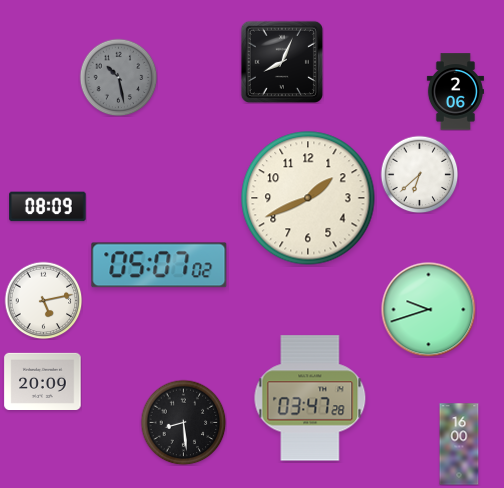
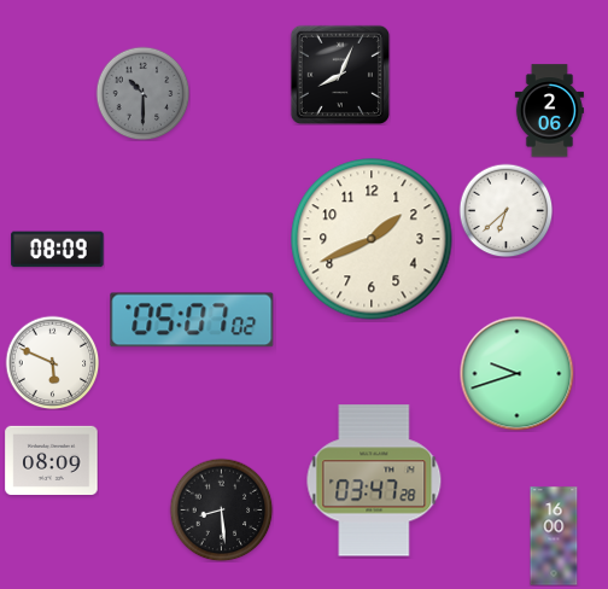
clock at (118, 77): 10:28 -> 10:30
clock at (43, 300): 5:13 -> 5:49
clock at (43, 381): 20:09 -> 08:09
